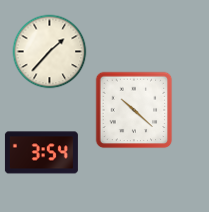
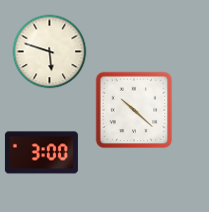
clock at (50, 52): 1:37 -> 5:48
clock at (41, 153): 3:54 -> 3:00
